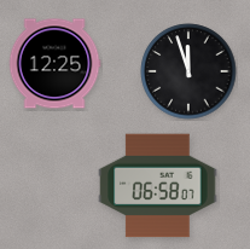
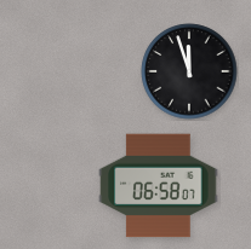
clock at (54, 64): 12:25 -> none
